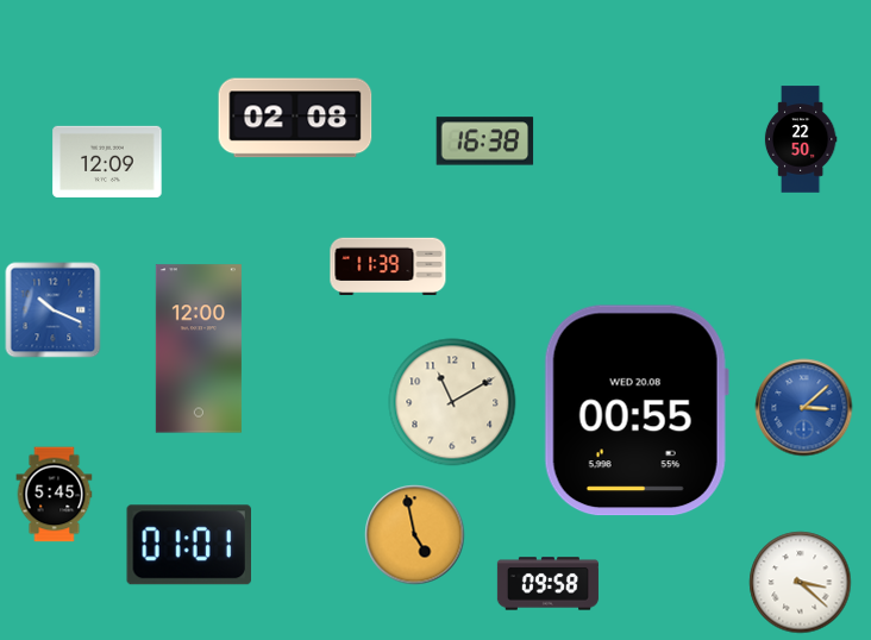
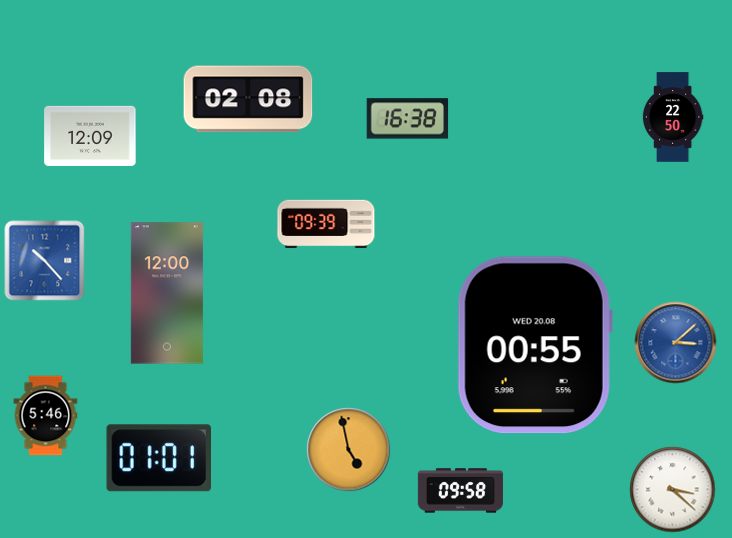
clock at (388, 266): 11:39 -> 09:39
clock at (54, 310): 10:19 -> 10:23
clock at (452, 402): 11:10 -> none
clock at (55, 495): 5:45 -> 5:46
